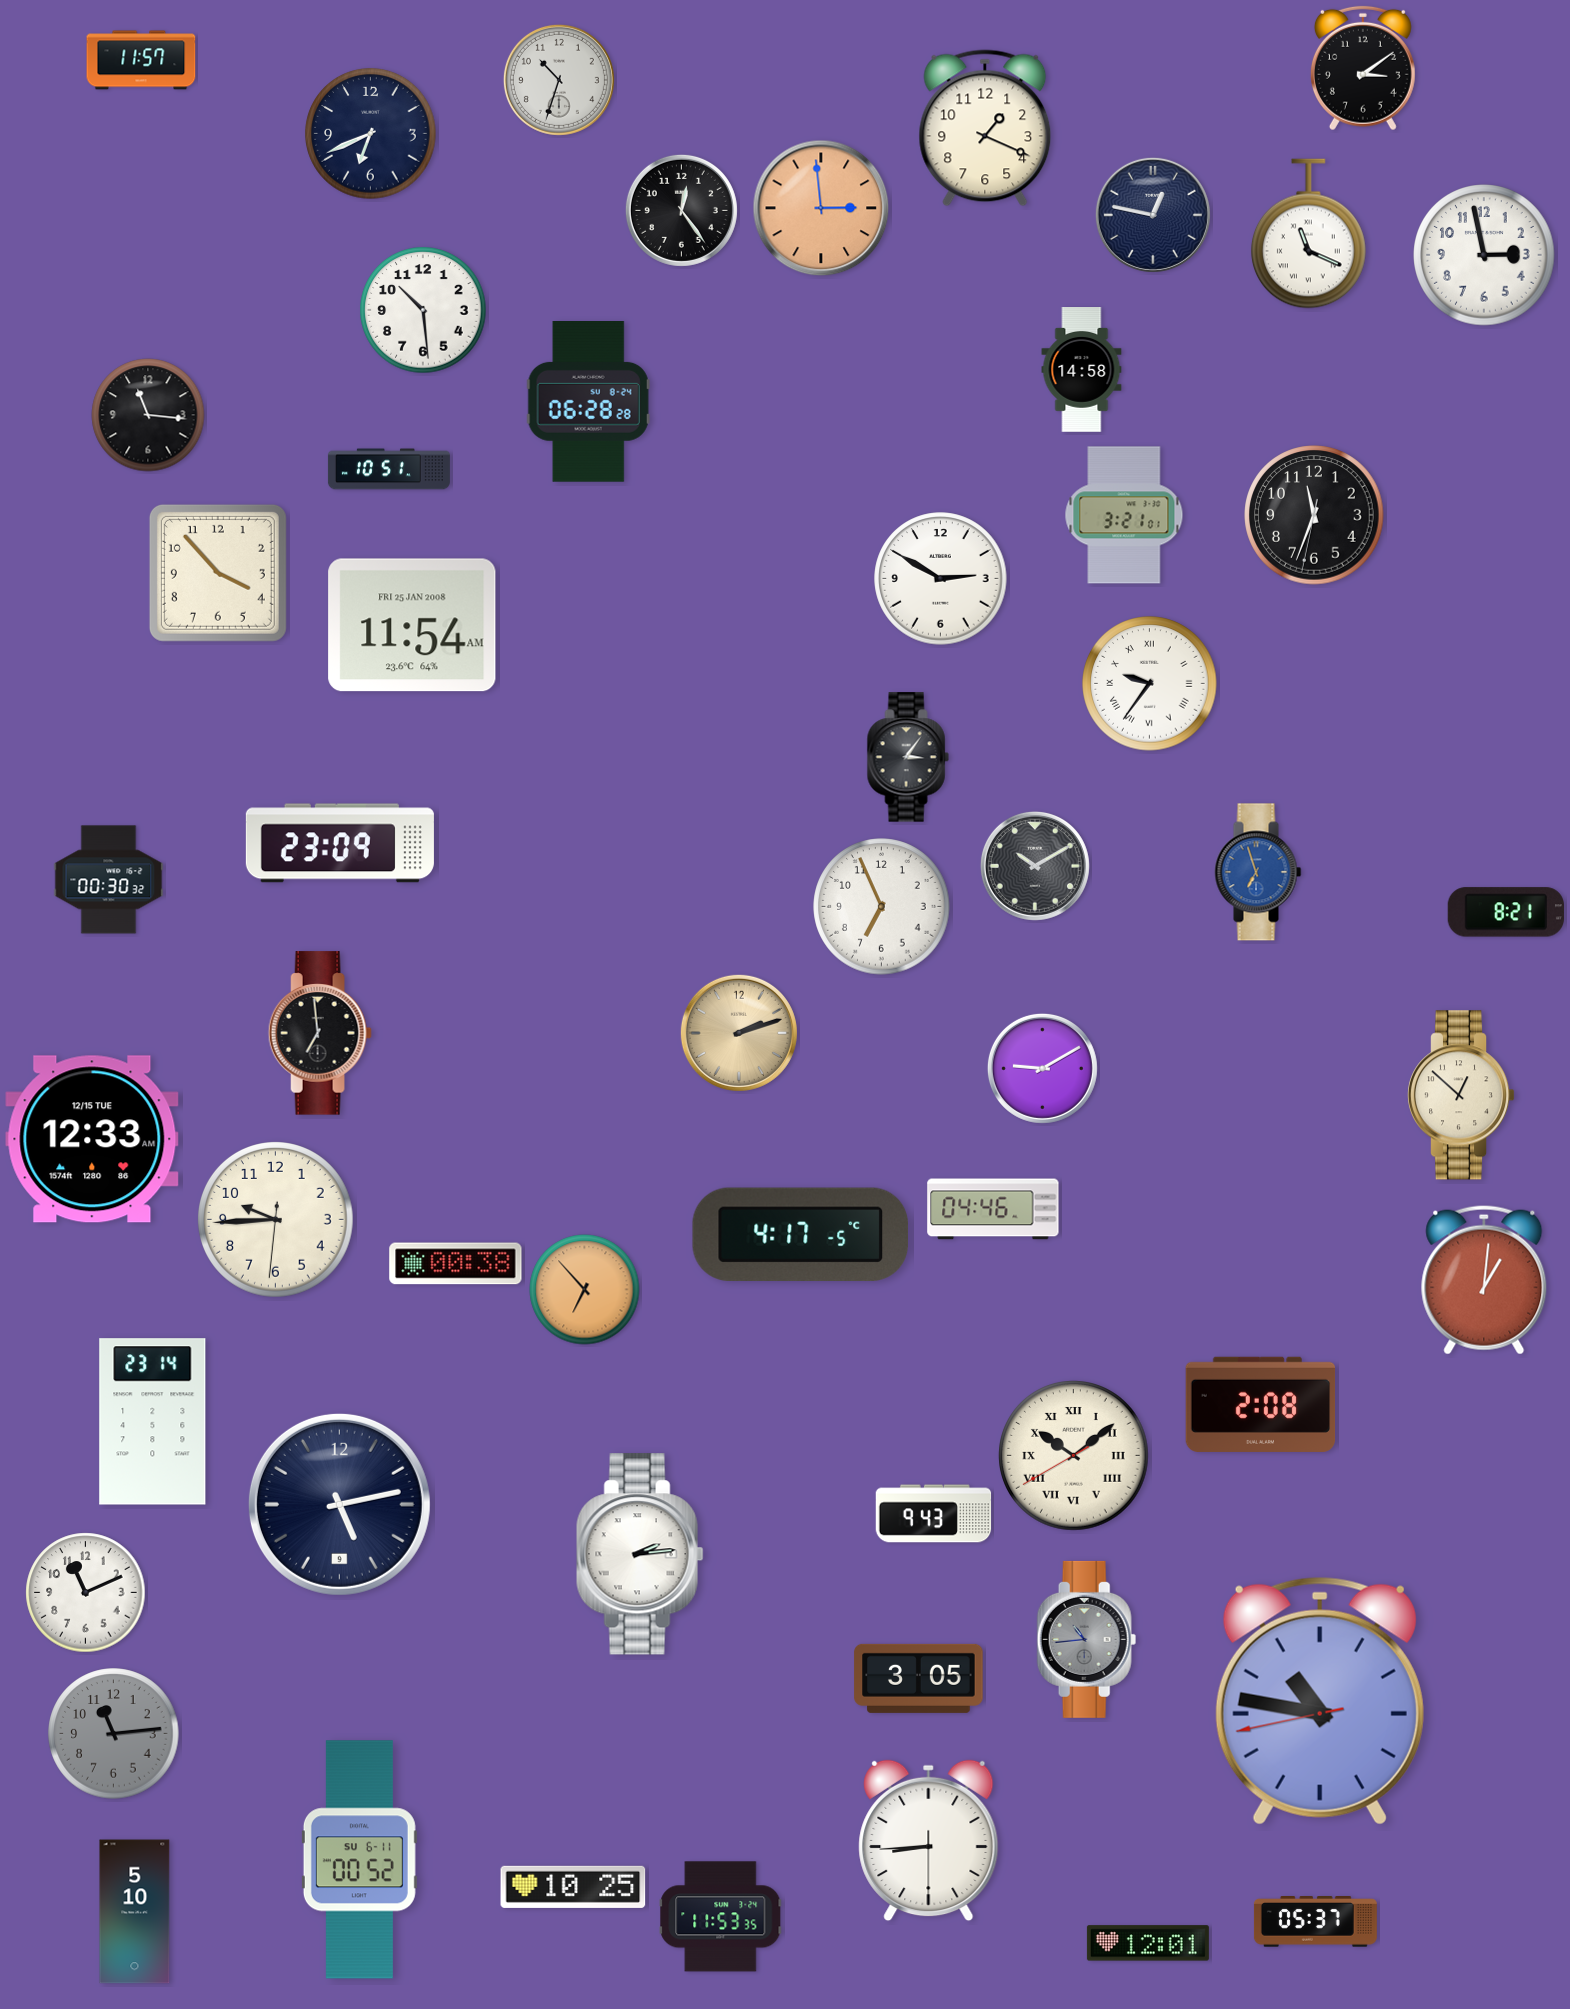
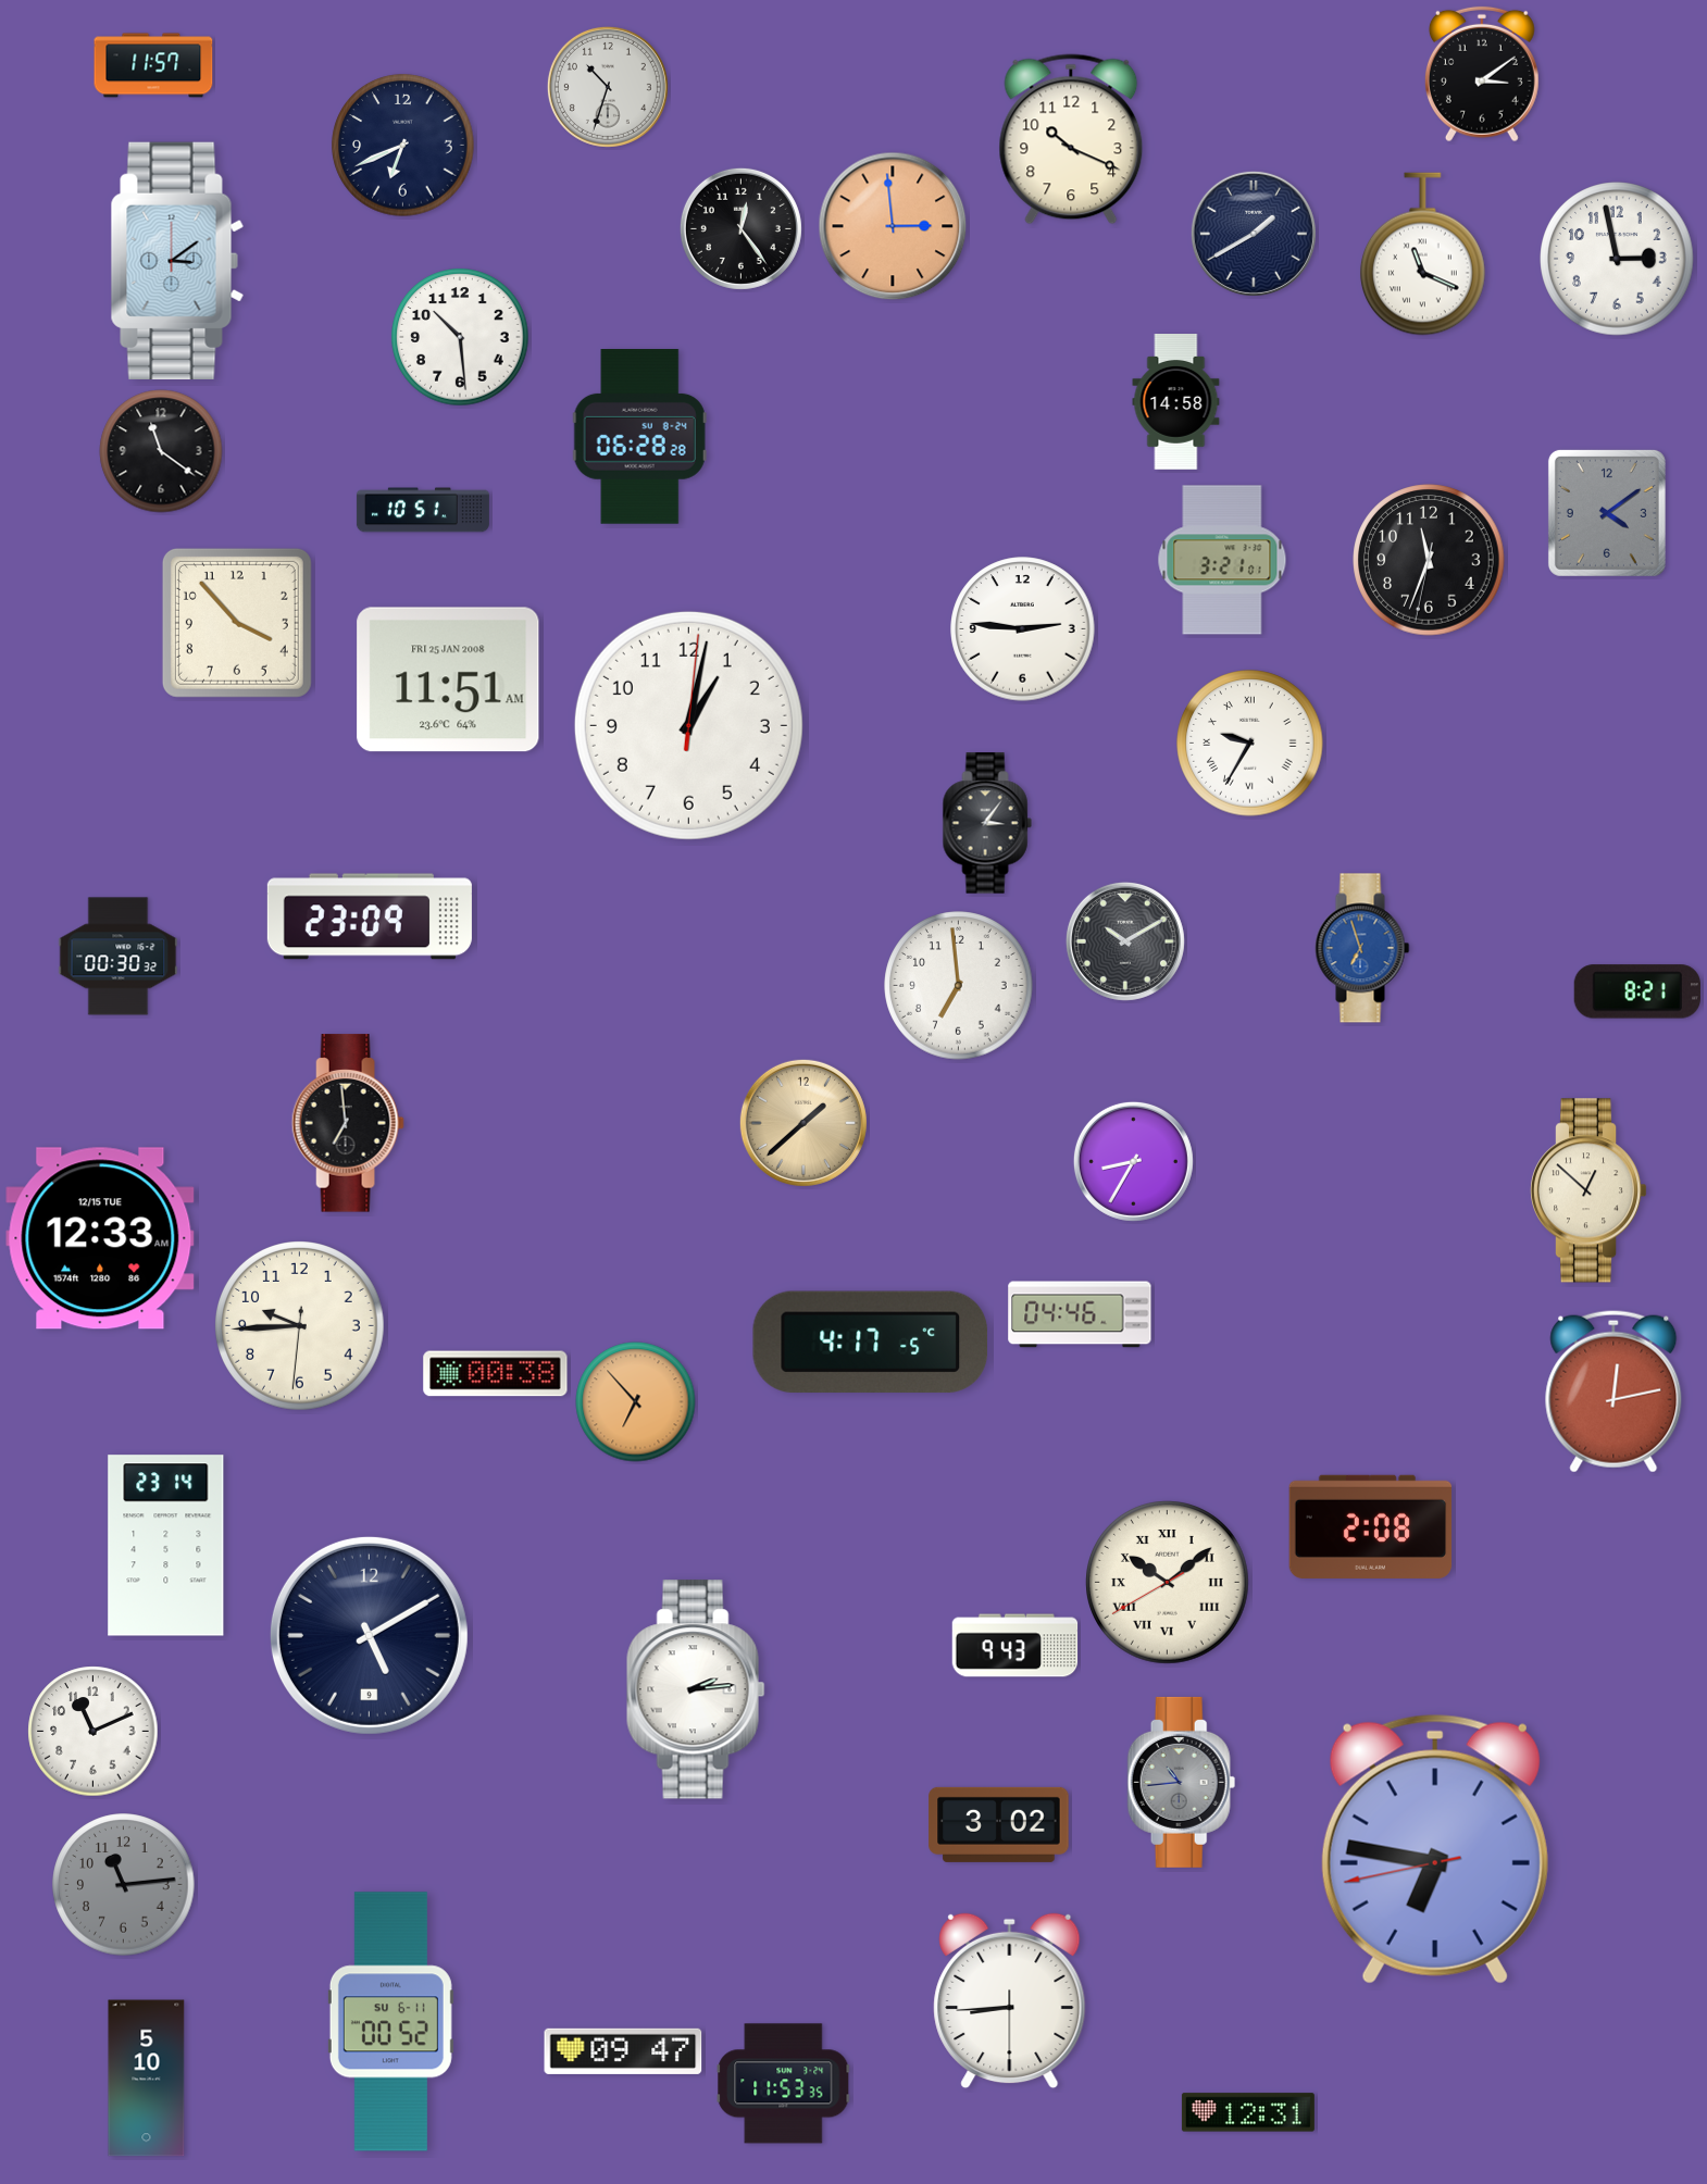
clock at (985, 128): 1:19 -> 10:19
clock at (1153, 215): 12:47 -> 1:40
clock at (177, 261): none -> 3:09
clock at (1484, 255) position: (1484, 255) -> (1617, 259)
clock at (148, 415): 11:16 -> 11:21
clock at (1607, 513): none -> 4:09
clock at (941, 579): 2:50 -> 2:46
clock at (412, 625): 11:54 -> 11:51
clock at (688, 725): none -> 1:02
clock at (1150, 684): 9:36 -> 9:35
clock at (1258, 872) position: (1258, 872) -> (1362, 948)
clock at (882, 907): 6:56 -> 6:59
clock at (739, 1033): 2:12 -> 1:38
clock at (1042, 1068): 9:10 -> 8:35
clock at (1484, 1280): 1:01 -> 12:13
clock at (339, 1504): 5:13 -> 5:10
clock at (919, 1678): 3:05 -> 3:02
clock at (1320, 1701): 10:46 -> 6:46
clock at (573, 1887): 10:25 -> 09:47
clock at (1315, 1922): 05:37 -> none
clock at (1148, 1943): 12:01 -> 12:31
